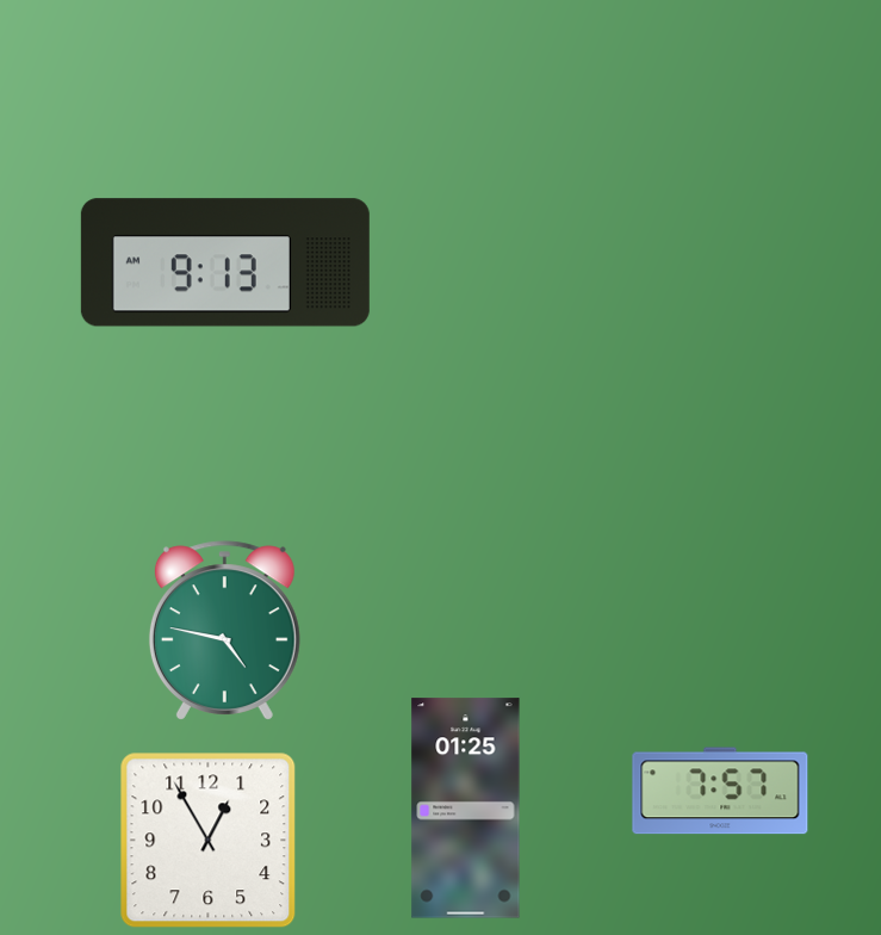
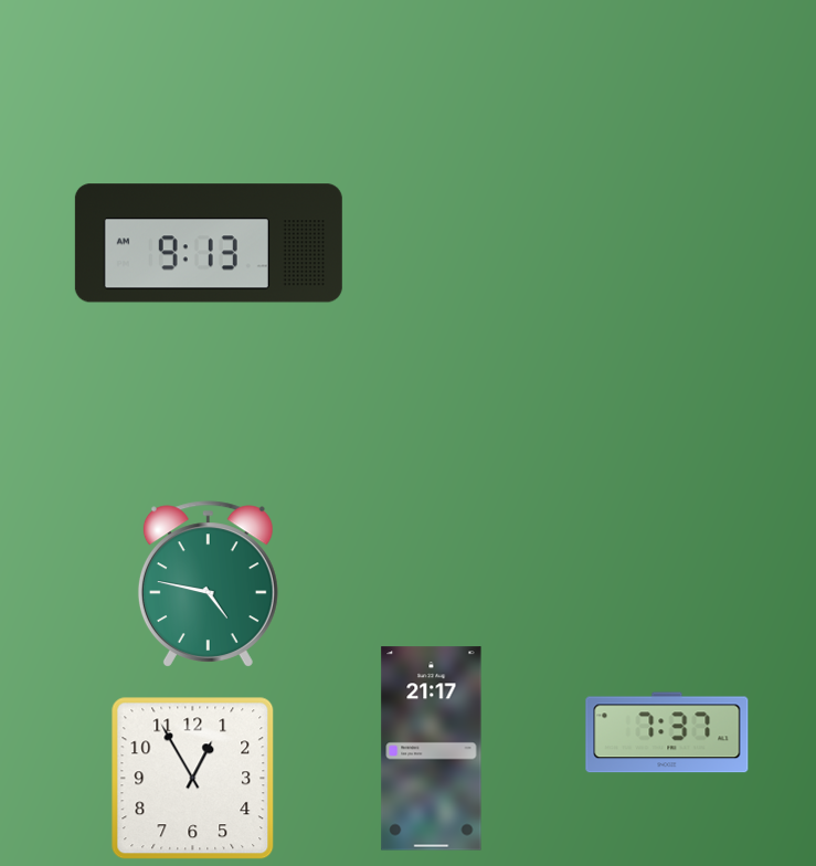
clock at (720, 791): 7:57 -> 7:37
clock at (466, 809): 01:25 -> 21:17
